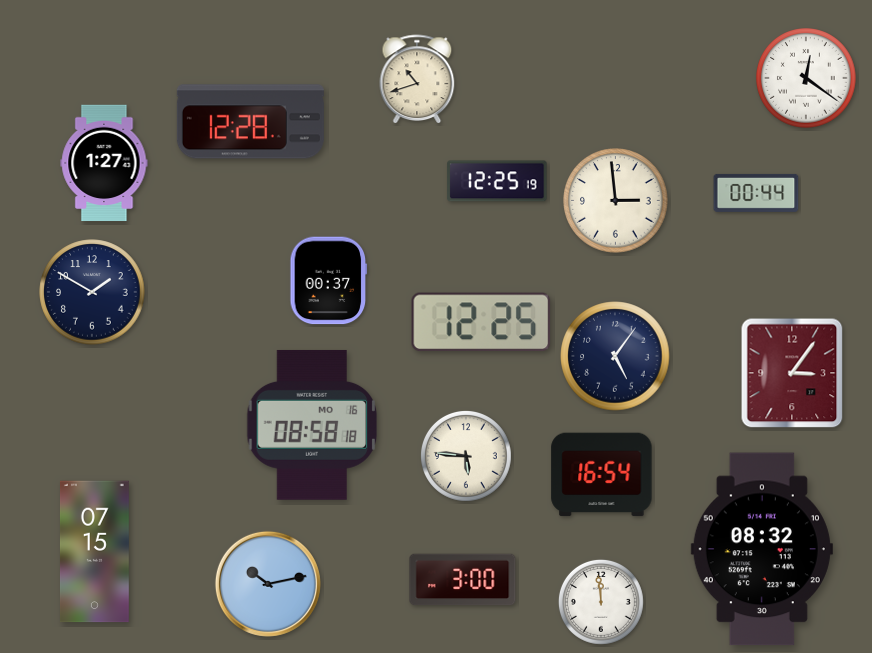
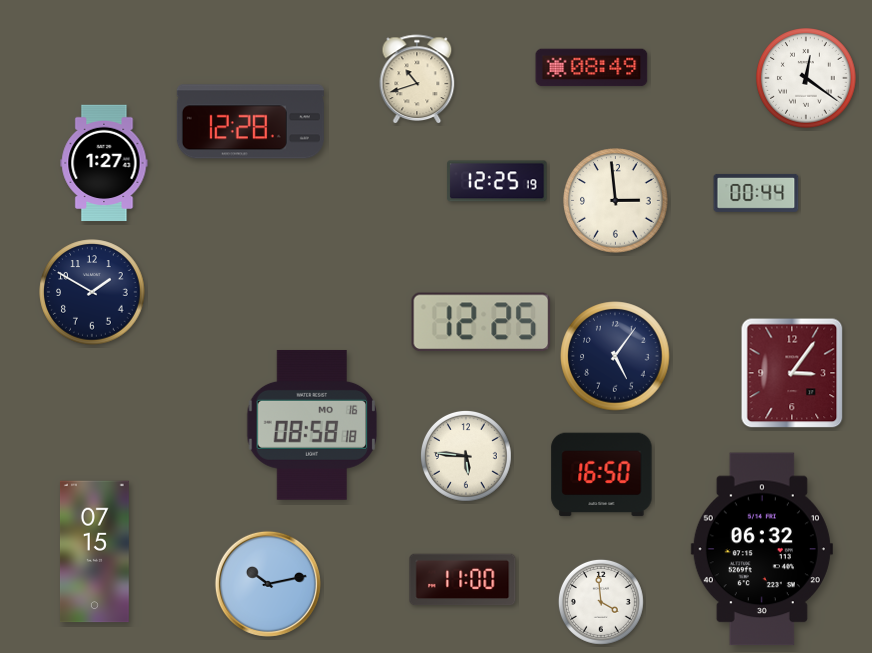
clock at (592, 68): none -> 08:49
clock at (329, 281): 00:37 -> none
clock at (602, 475): 16:54 -> 16:50
clock at (762, 549): 08:32 -> 06:32
clock at (463, 580): 3:00 -> 11:00
clock at (601, 602): 11:59 -> 3:59
